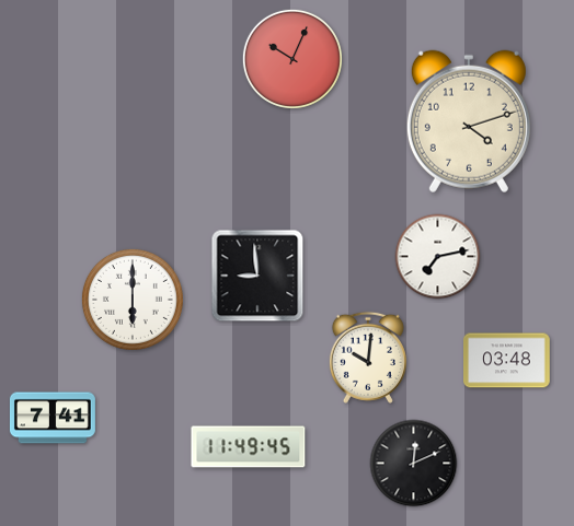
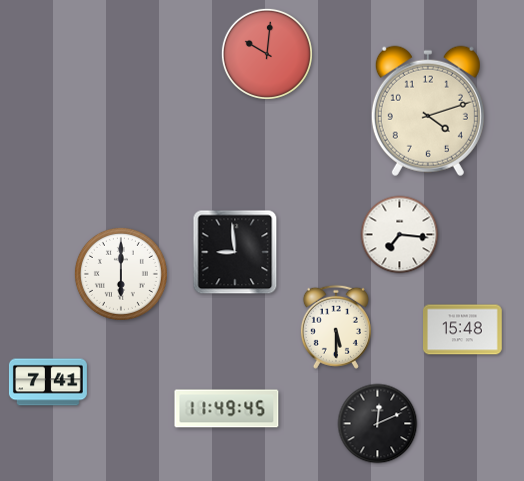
clock at (292, 59): 10:04 -> 10:01
clock at (438, 257): 7:13 -> 7:16
clock at (368, 358): 10:01 -> 5:30
clock at (507, 361): 03:48 -> 15:48
